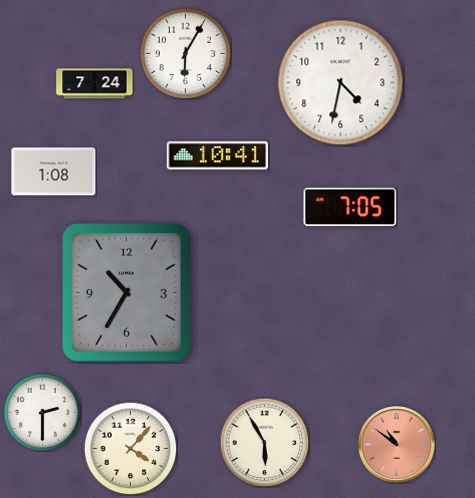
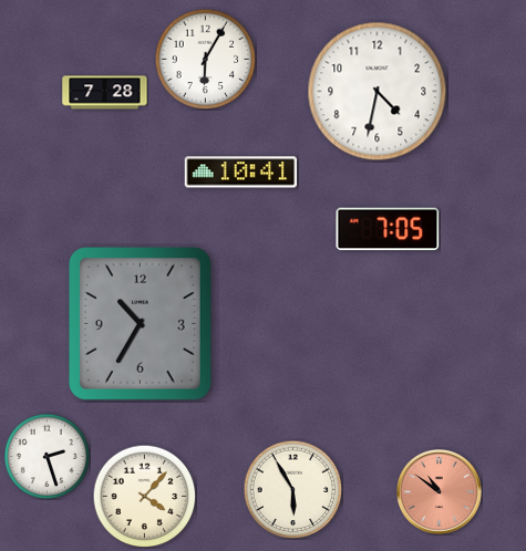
clock at (95, 84): 7:24 -> 7:28
clock at (54, 172): 1:08 -> none
clock at (42, 412): 2:30 -> 2:27
